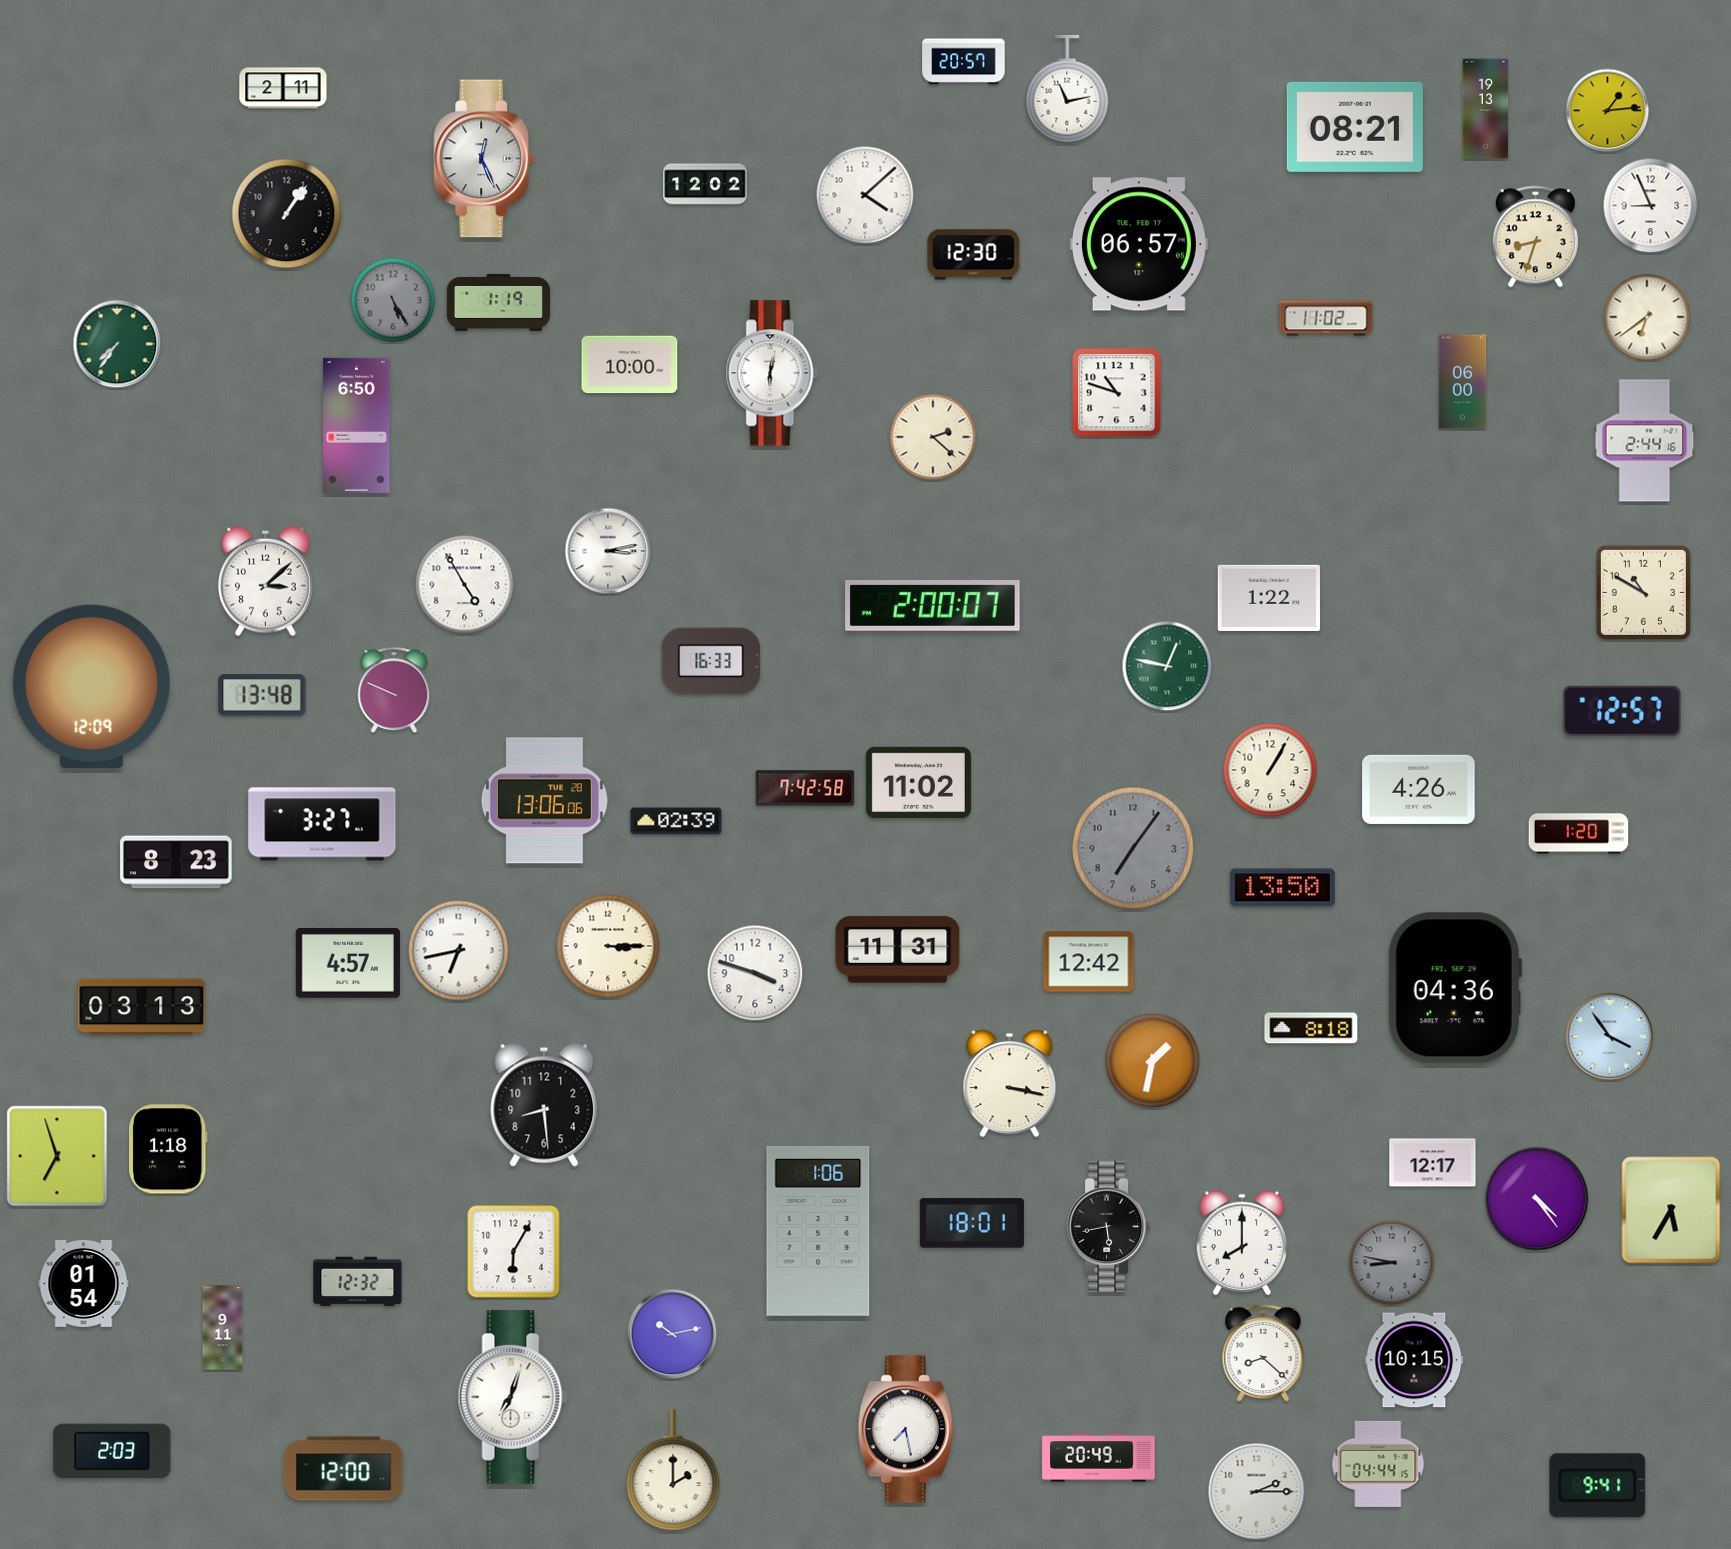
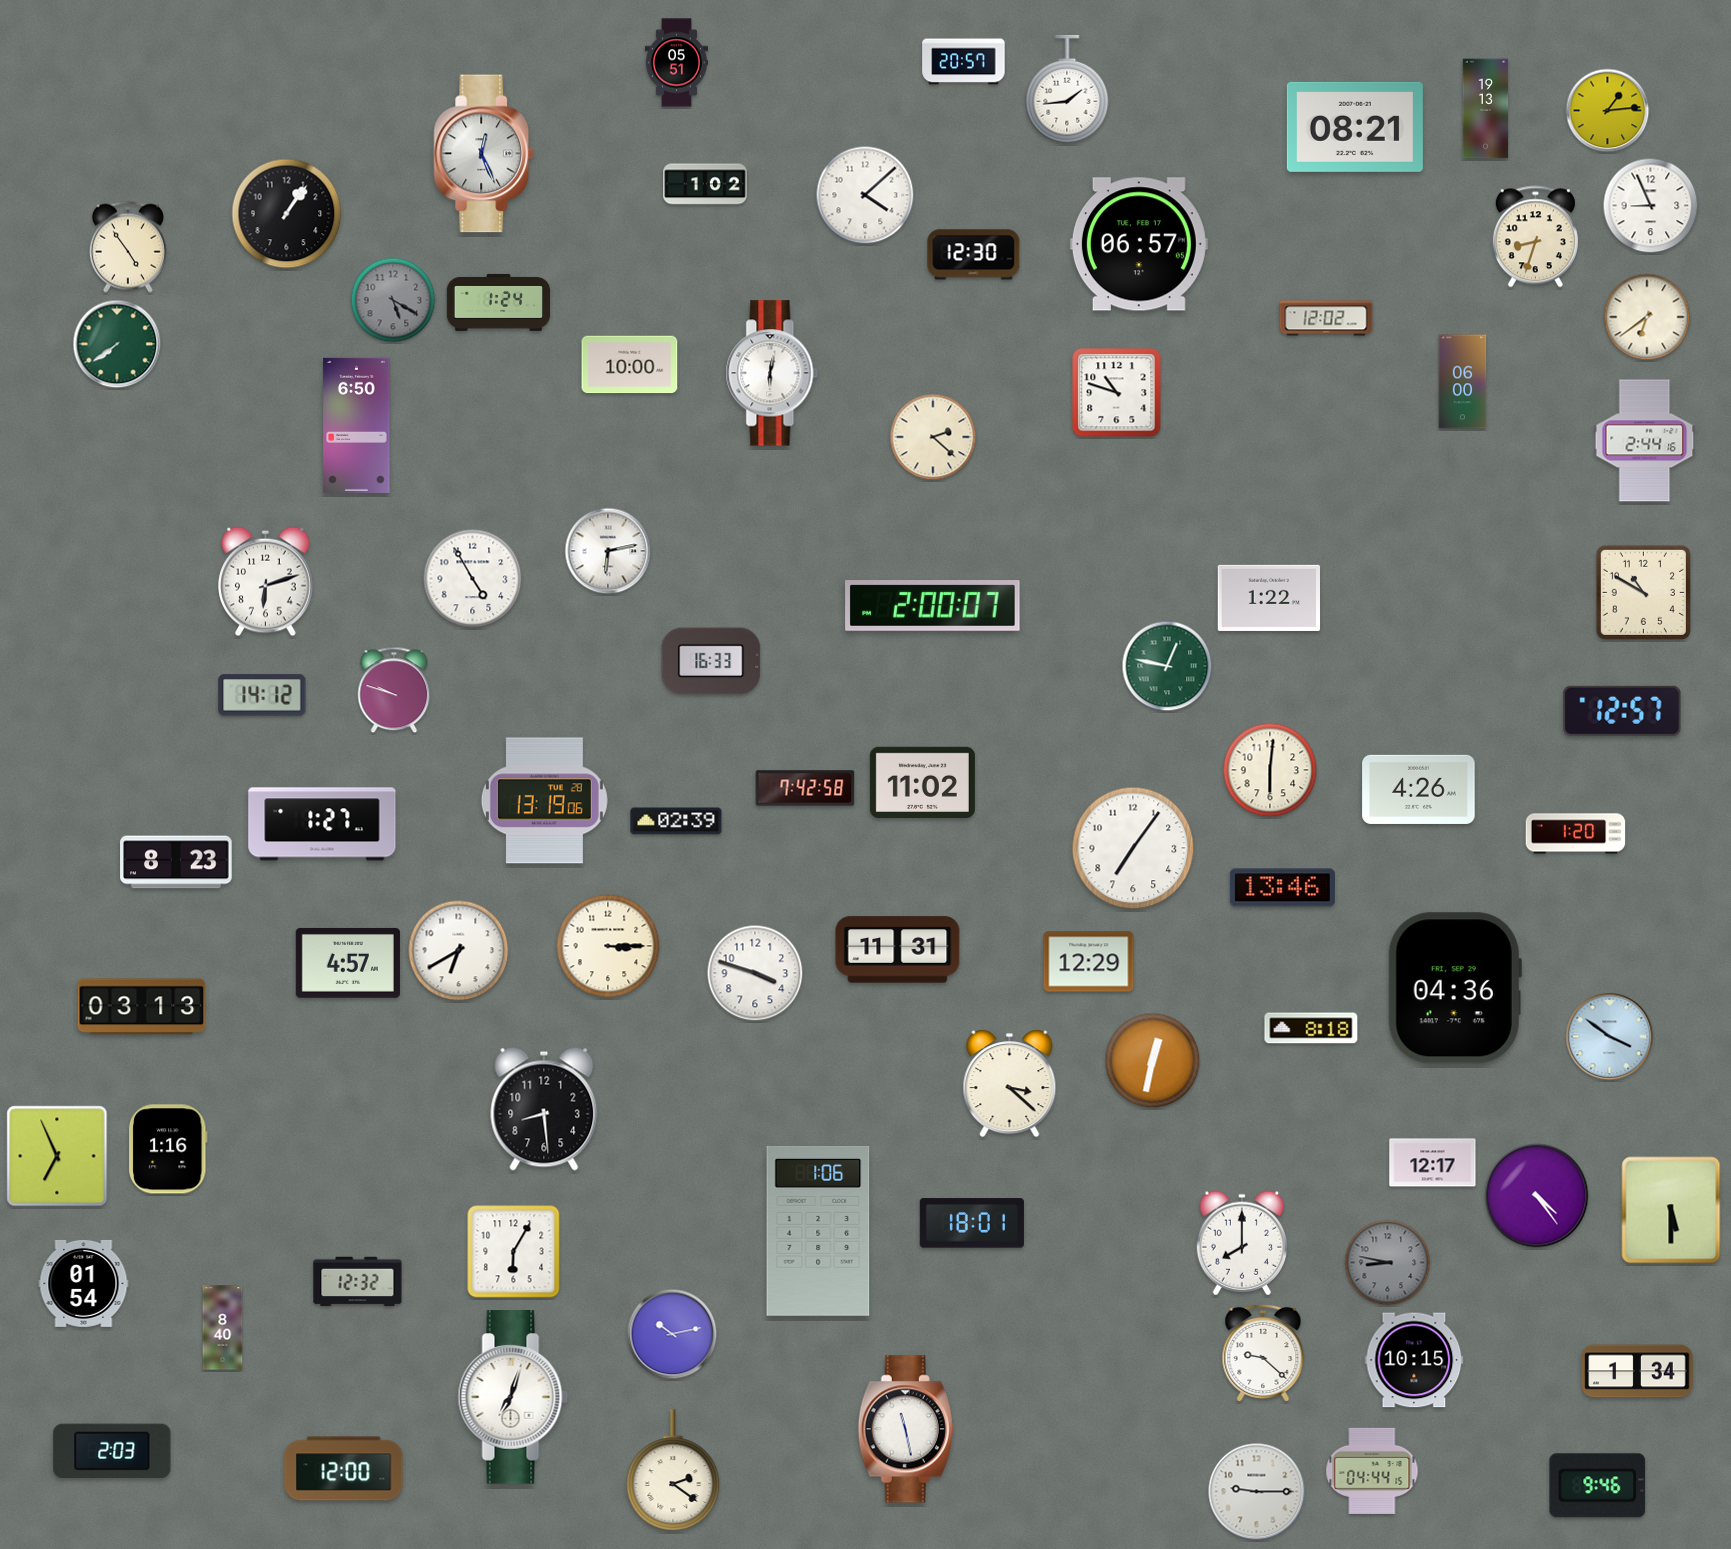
clock at (676, 63): none -> 05:51
clock at (283, 88): 2:11 -> none
clock at (1067, 89): 11:13 -> 1:44
clock at (484, 159) position: (484, 159) -> (484, 154)
clock at (705, 184): 12:02 -> 1:02
clock at (128, 247): none -> 4:54
clock at (393, 300): 5:25 -> 5:20
clock at (499, 302): 1:19 -> 1:24
clock at (1326, 318): 11:02 -> 12:02
clock at (117, 344): 7:36 -> 7:39
clock at (608, 551): 3:13 -> 6:13
clock at (266, 582): 3:08 -> 6:12
clock at (465, 585) position: (465, 585) -> (473, 579)
clock at (91, 686): 12:09 -> none
clock at (394, 690): 9:49 -> 9:48
clock at (262, 695): 13:48 -> 14:12
clock at (1270, 770): 1:05 -> 6:01
clock at (918, 782) position: (918, 782) -> (922, 782)
clock at (544, 801): 13:06 -> 13:19
clock at (322, 824): 3:27 -> 1:27
clock at (1579, 834) position: (1579, 834) -> (1576, 834)
clock at (1133, 848) dial: grey -> white
clock at (1282, 888): 13:50 -> 13:46
clock at (459, 951): 6:43 -> 6:40
clock at (1089, 962): 12:42 -> 12:29
clock at (1610, 1037): 3:54 -> 3:51
clock at (1153, 1061): 1:32 -> 12:32
clock at (1010, 1084): 3:17 -> 3:22
clock at (544, 1105) position: (544, 1105) -> (544, 1109)
clock at (169, 1149): 1:18 -> 1:16
clock at (57, 1156): 6:57 -> 6:56
clock at (1537, 1199) position: (1537, 1199) -> (1537, 1196)
clock at (1671, 1210): 5:35 -> 5:30
clock at (1109, 1227): 5:43 -> none
clock at (1392, 1263) position: (1392, 1263) -> (1388, 1263)
clock at (223, 1328): 9:11 -> 8:40
clock at (1263, 1352): 8:22 -> 9:22
clock at (1637, 1371): none -> 1:34
clock at (906, 1429): 7:28 -> 11:28
clock at (1099, 1458): 20:49 -> none
clock at (1378, 1464) position: (1378, 1464) -> (1372, 1471)
clock at (673, 1470): 2:00 -> 2:21
clock at (1598, 1486): 9:41 -> 9:46
clock at (1257, 1492): 2:15 -> 9:15
